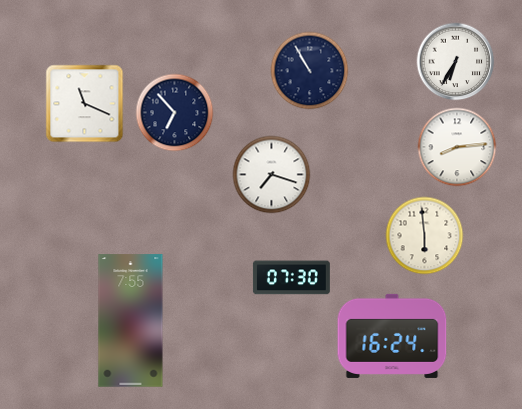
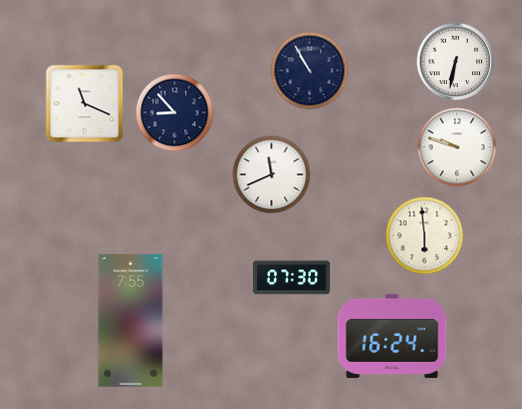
clock at (455, 61): 6:35 -> 6:32
clock at (174, 112): 6:53 -> 8:53
clock at (457, 147): 8:14 -> 9:48
clock at (271, 174): 7:18 -> 11:41
